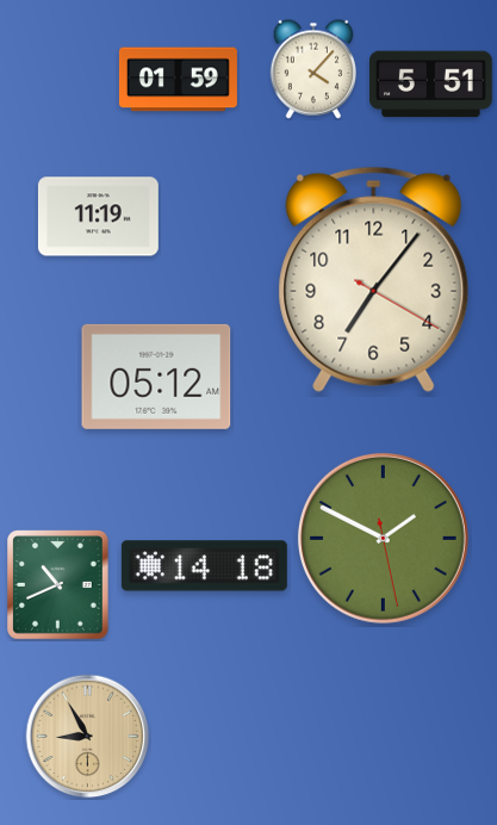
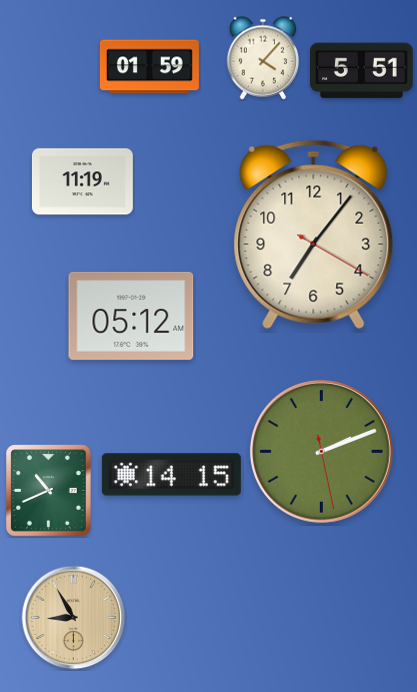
clock at (383, 538): 1:49 -> 2:11
clock at (204, 566): 14:18 -> 14:15
